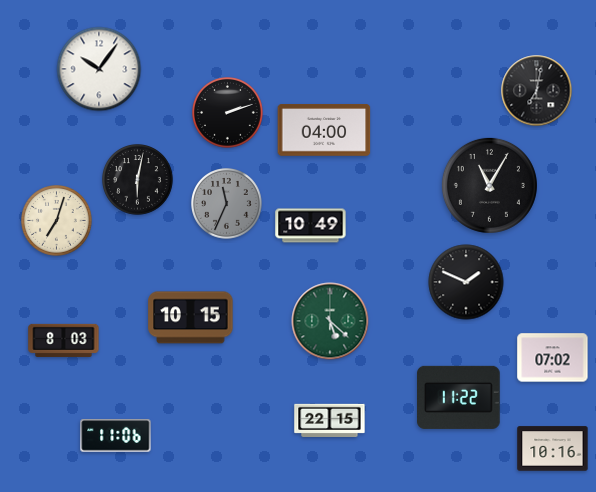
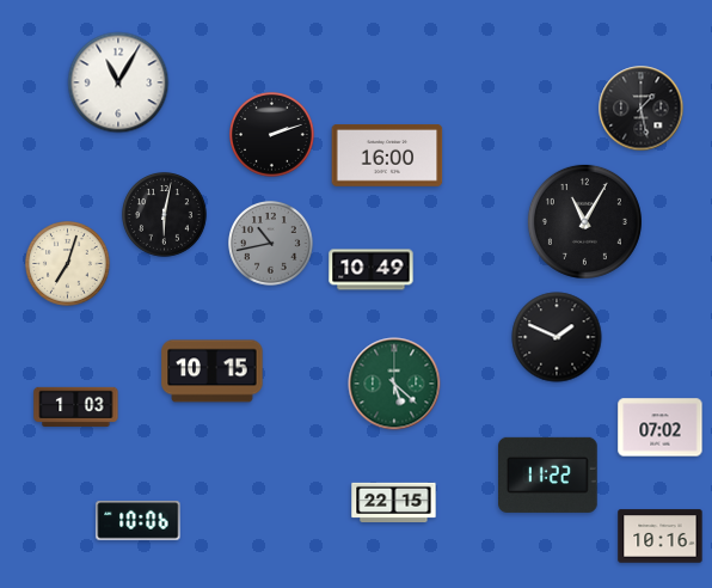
clock at (99, 69): 10:06 -> 11:05
clock at (537, 91): 7:02 -> 1:28
clock at (324, 131): 04:00 -> 16:00
clock at (227, 204): 11:34 -> 10:43
clock at (191, 318) position: (191, 318) -> (213, 372)
clock at (64, 340): 8:03 -> 1:03
clock at (116, 436): 11:06 -> 10:06
